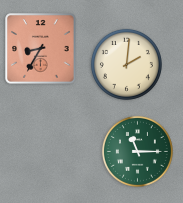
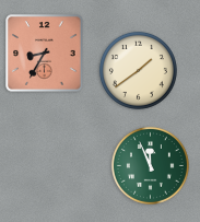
clock at (126, 64): 2:01 -> 1:39
clock at (137, 151): 11:15 -> 11:56
